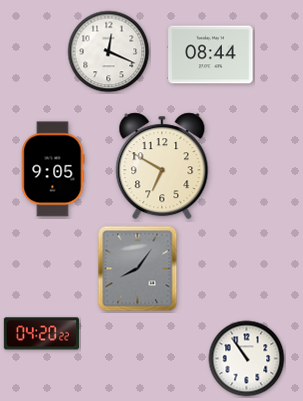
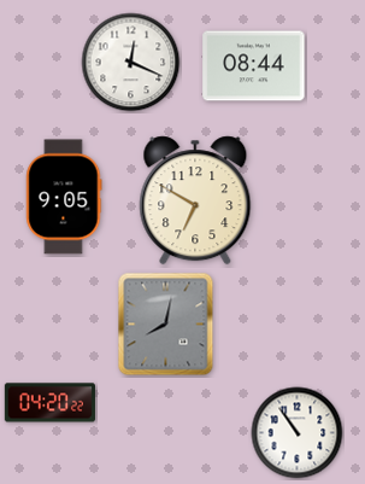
clock at (53, 169) position: (53, 169) -> (64, 197)
clock at (138, 269): 8:06 -> 8:02
